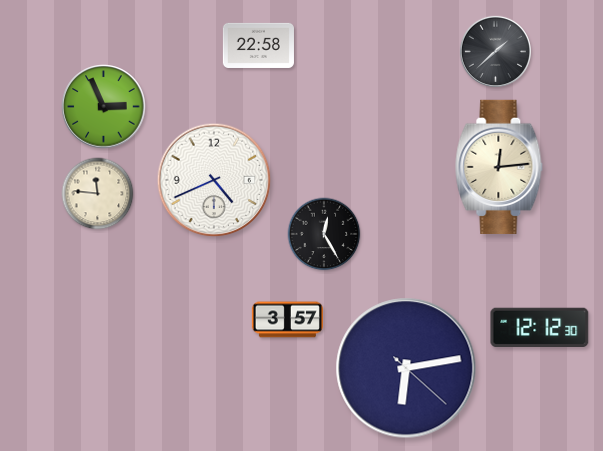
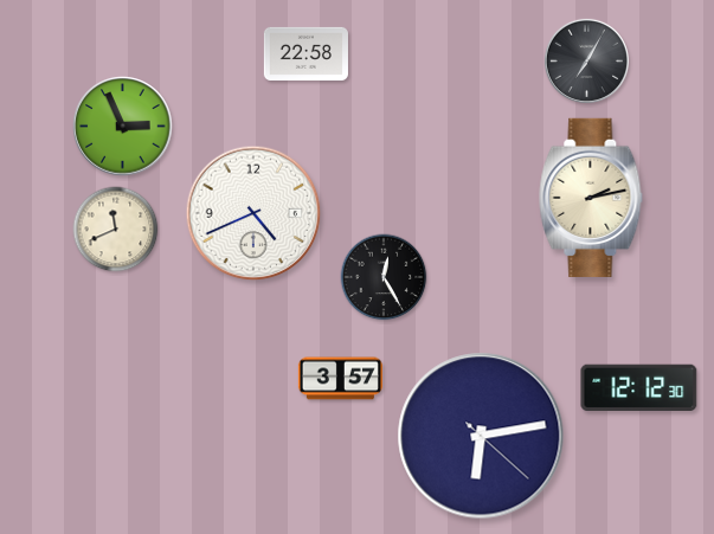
clock at (495, 51): 1:38 -> 7:05
clock at (499, 167): 12:14 -> 2:13
clock at (98, 194): 11:46 -> 11:41
